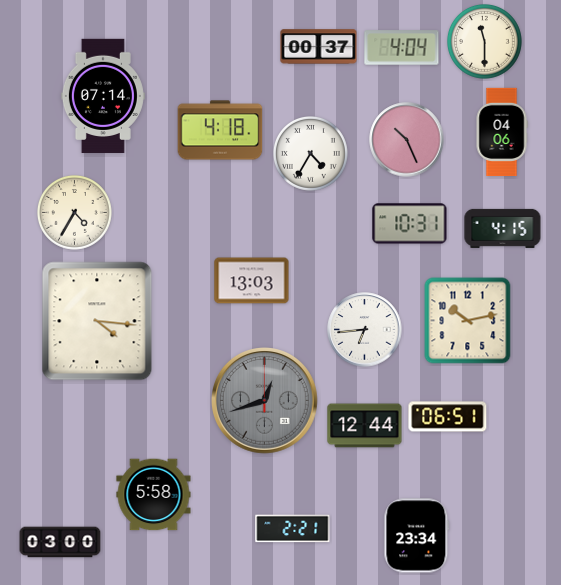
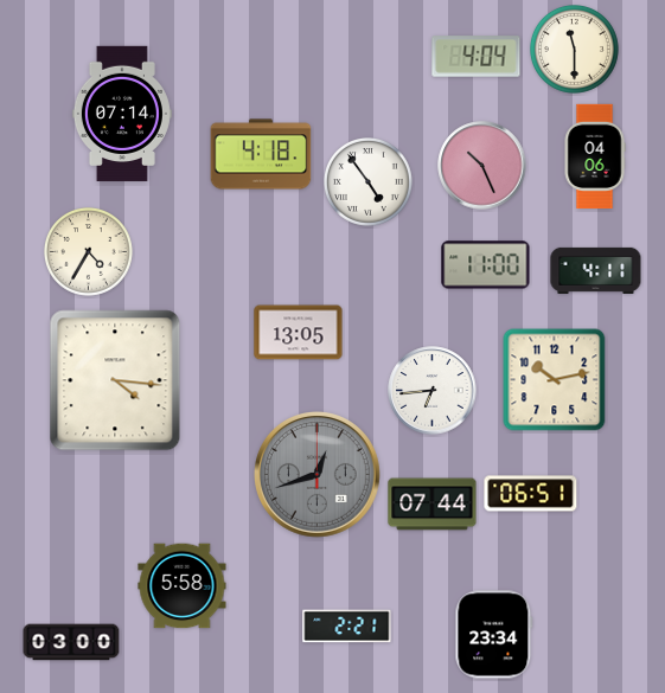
clock at (319, 47): 00:37 -> none
clock at (311, 154): 4:35 -> 4:54
clock at (410, 224): 10:31 -> 11:00
clock at (503, 228): 4:15 -> 4:11
clock at (252, 281): 13:03 -> 13:05
clock at (265, 401) position: (265, 401) -> (318, 475)
clock at (365, 426): 12:44 -> 07:44
